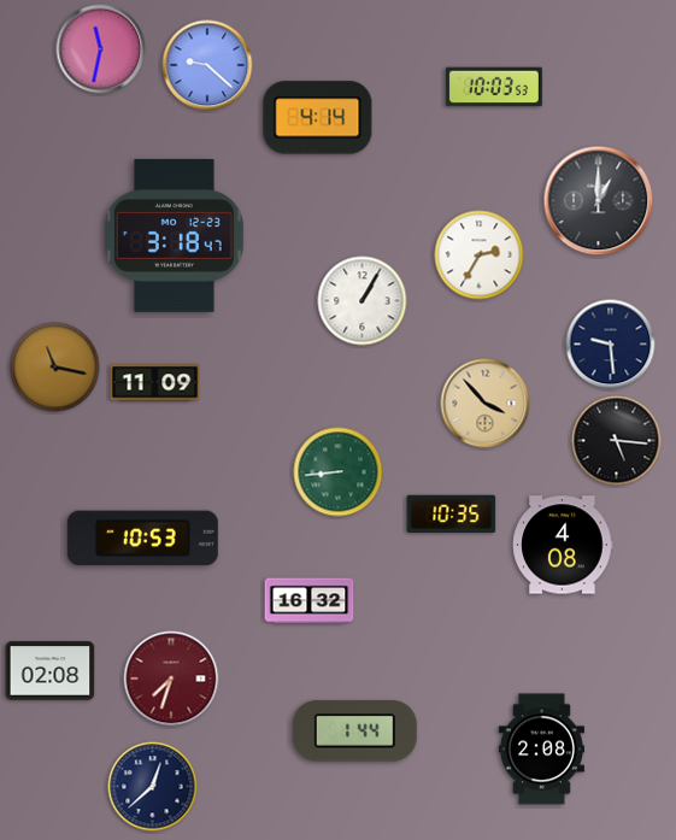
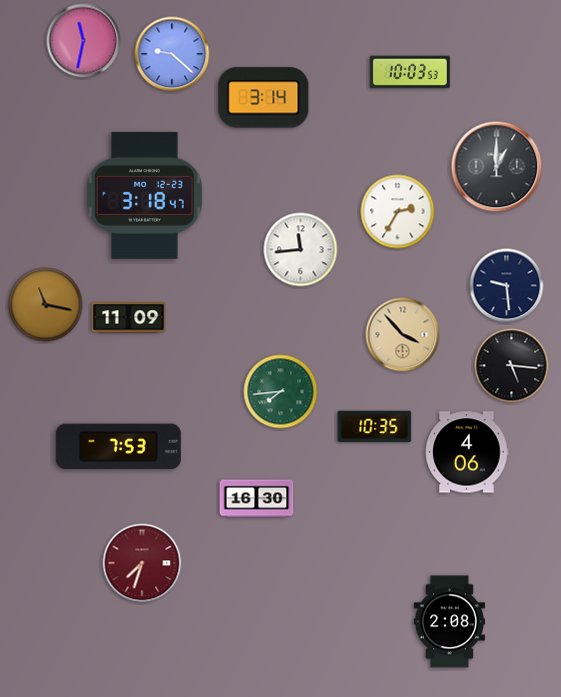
clock at (318, 118): 4:14 -> 3:14
clock at (363, 301): 1:05 -> 11:44
clock at (339, 472): 8:44 -> 7:44
clock at (142, 539): 10:53 -> 7:53
clock at (563, 545): 4:08 -> 4:06
clock at (310, 601): 16:32 -> 16:30
clock at (51, 671): 02:08 -> none
clock at (354, 732): 1:44 -> none
clock at (153, 787): 12:38 -> none
